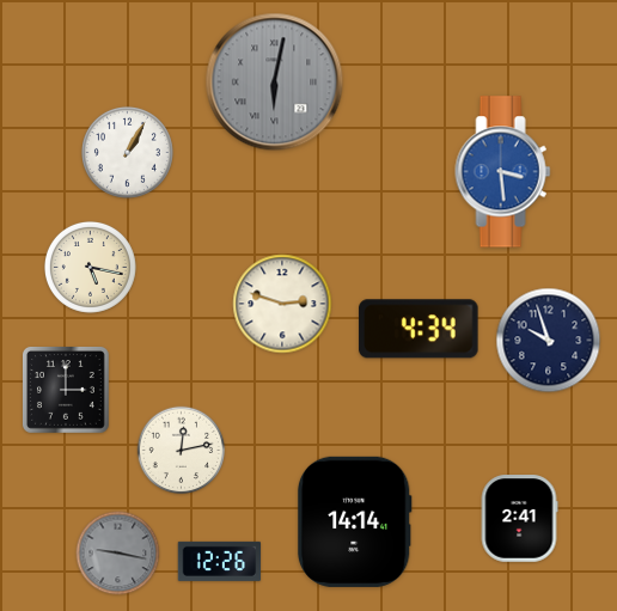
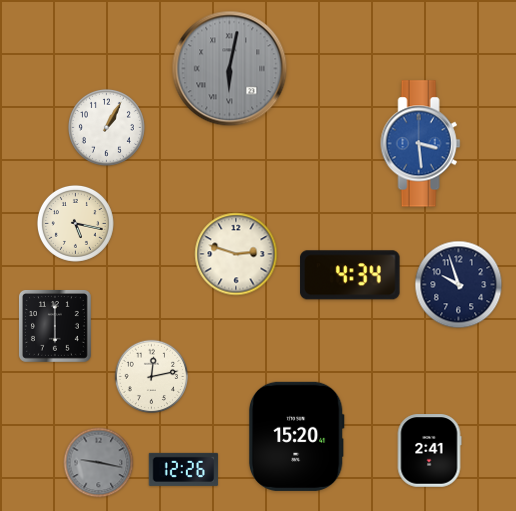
clock at (66, 390): 3:00 -> 6:00
clock at (519, 519) position: (519, 519) -> (429, 451)
clock at (354, 521): 14:14 -> 15:20
